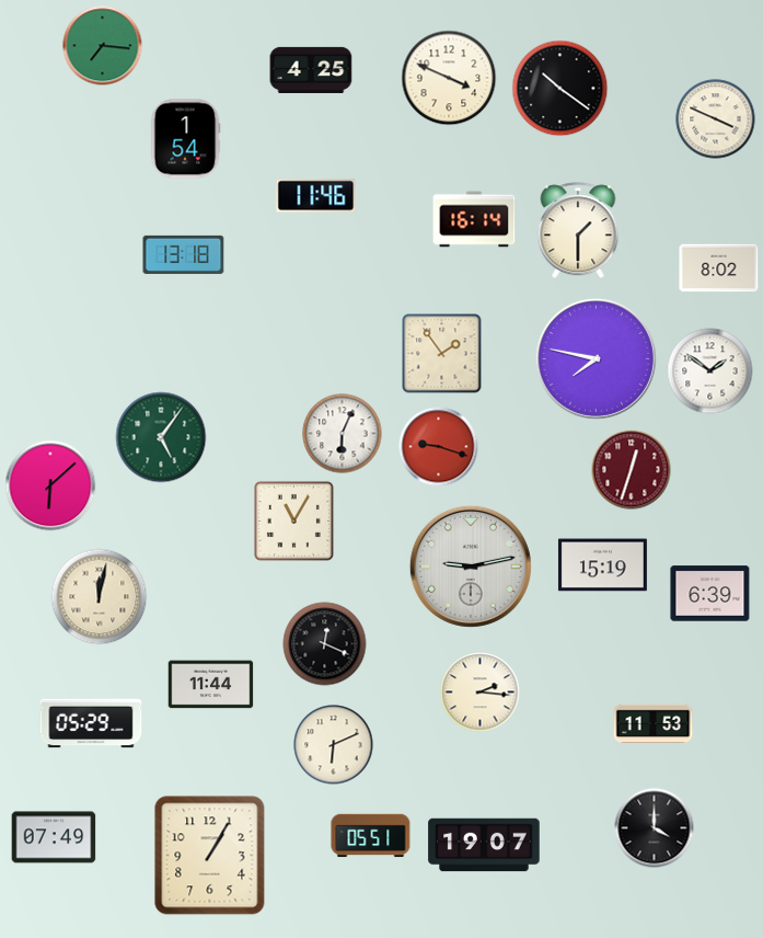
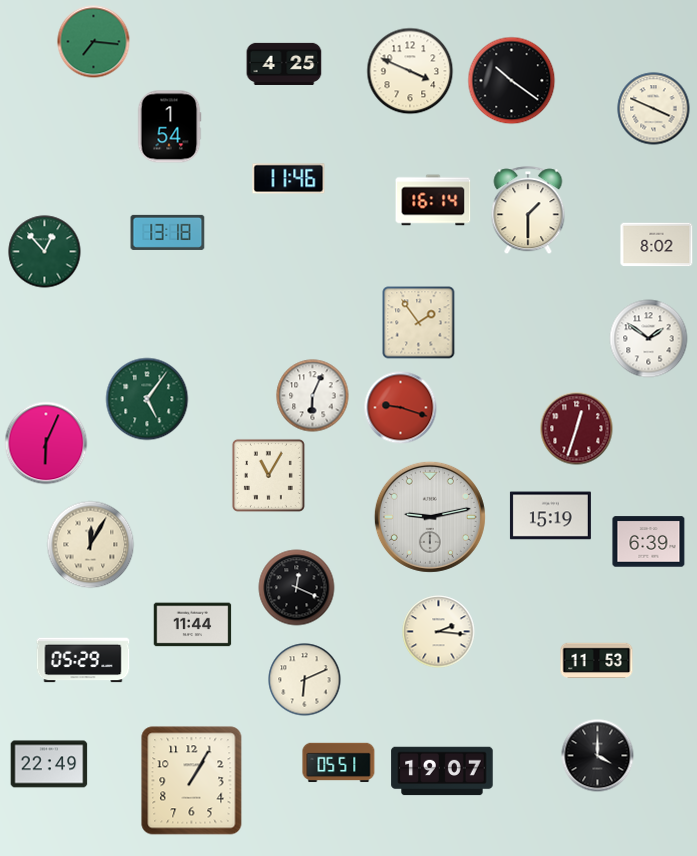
clock at (45, 252): none -> 12:53
clock at (442, 354) position: (442, 354) -> (419, 323)
clock at (596, 358): 7:47 -> none
clock at (50, 485): 6:08 -> 6:04
clock at (100, 597): 12:02 -> 12:05
clock at (54, 837): 07:49 -> 22:49
